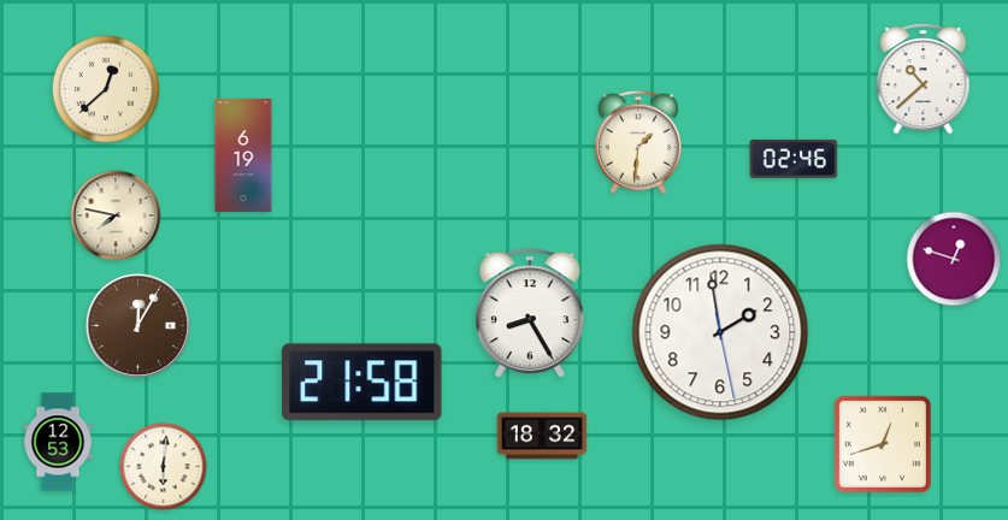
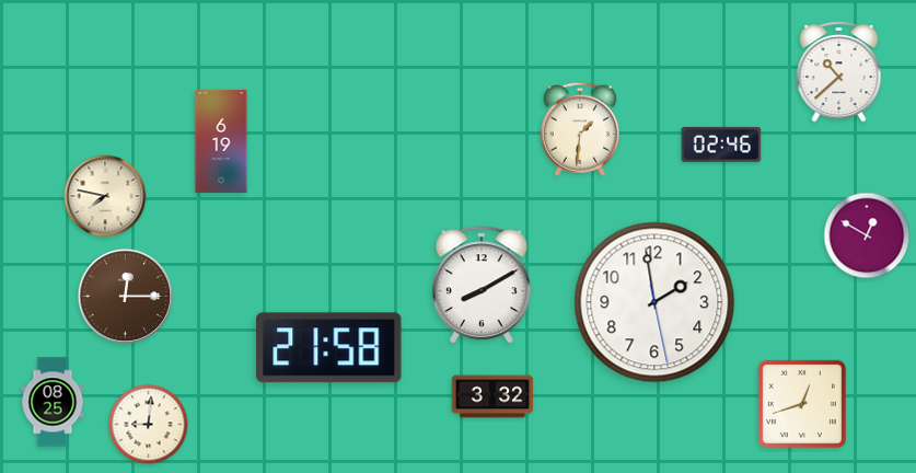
clock at (106, 89): 12:38 -> none
clock at (954, 259): 12:48 -> 12:50
clock at (531, 314): 8:25 -> 8:10
clock at (137, 325): 12:05 -> 12:15
clock at (542, 436): 18:32 -> 3:32
clock at (58, 442): 12:53 -> 08:25
clock at (164, 467): 6:01 -> 9:01
